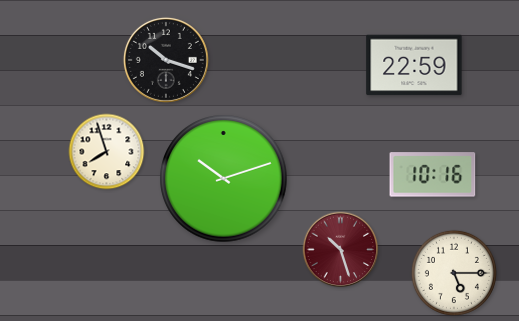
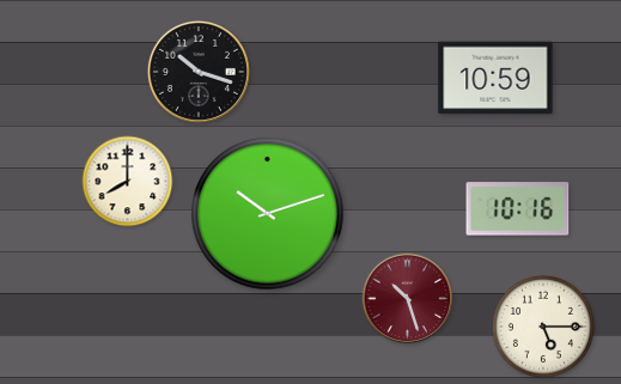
clock at (414, 65): 22:59 -> 10:59
clock at (107, 152): 7:57 -> 8:00
